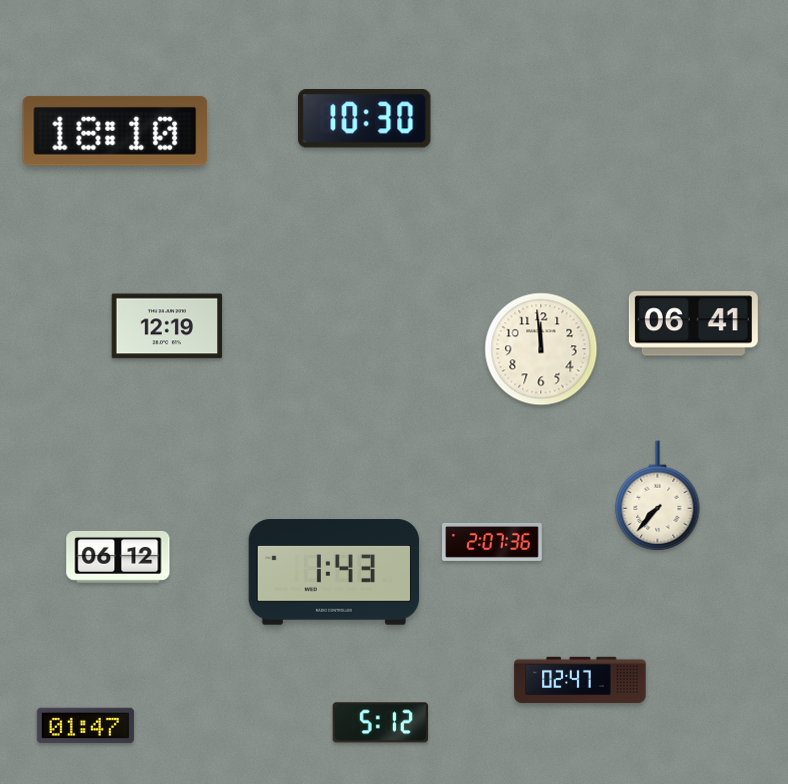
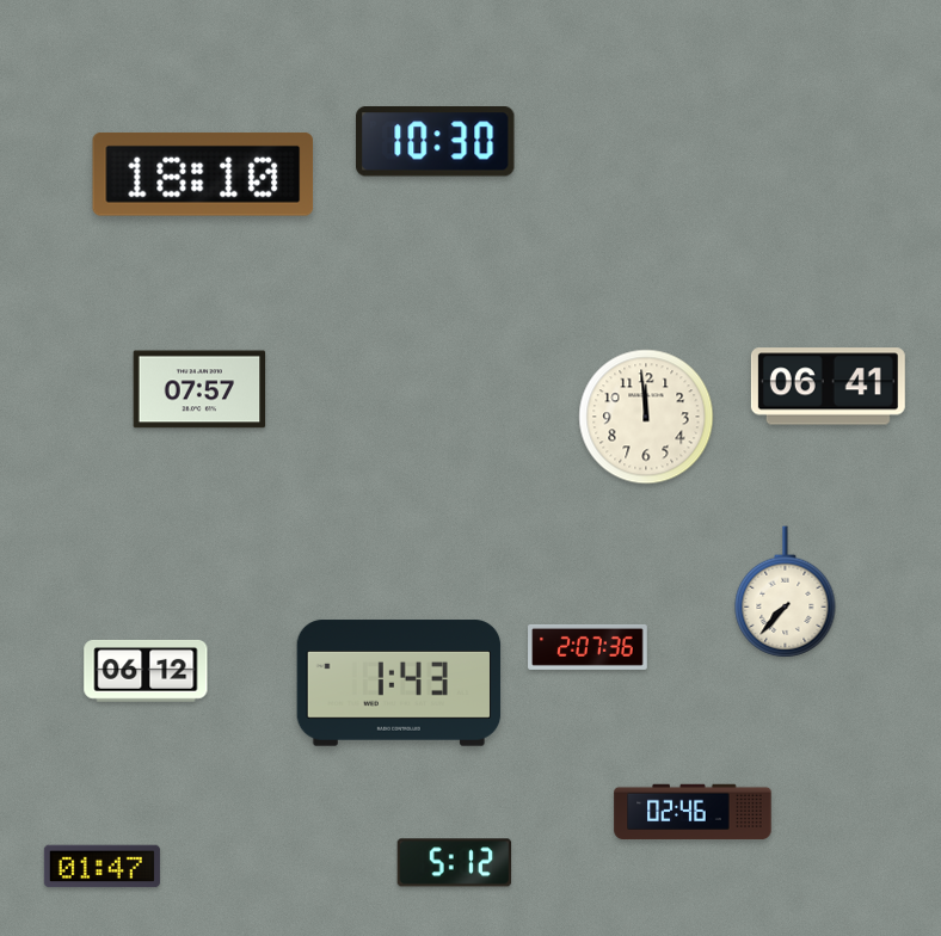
clock at (115, 131) position: (115, 131) -> (203, 174)
clock at (167, 326): 12:19 -> 07:57
clock at (118, 557) position: (118, 557) -> (146, 671)
clock at (580, 680): 02:47 -> 02:46
